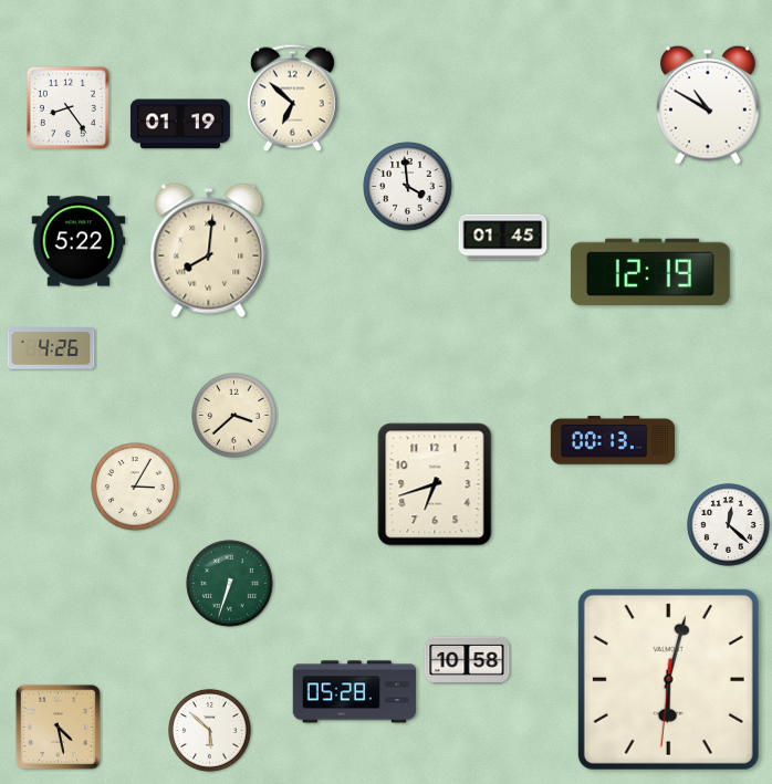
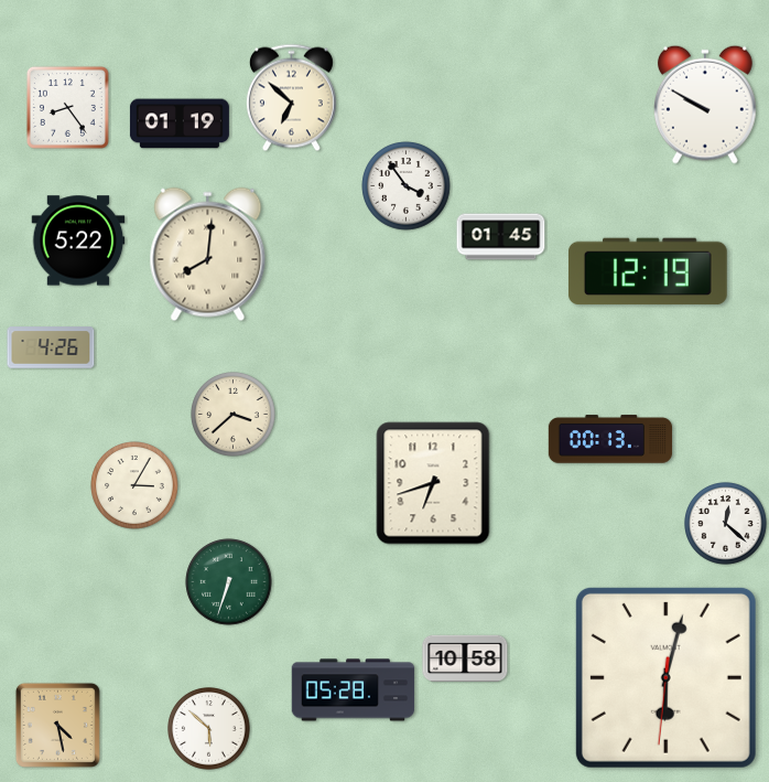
clock at (708, 105): 10:50 -> 9:50
clock at (408, 187): 3:59 -> 3:54
clock at (209, 251) position: (209, 251) -> (208, 255)
